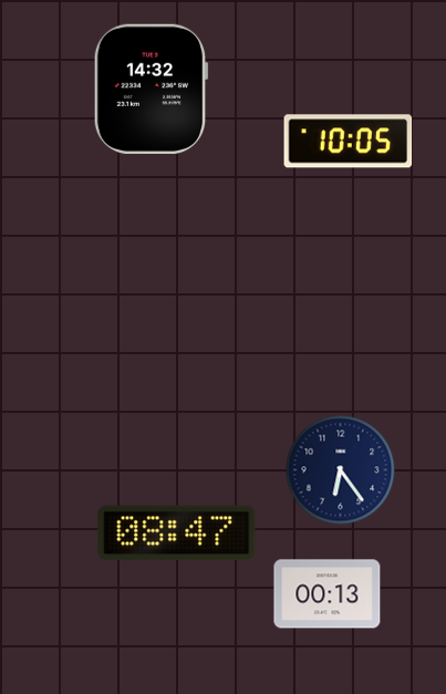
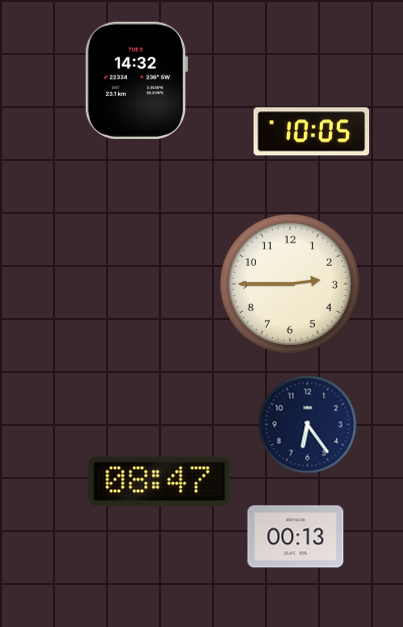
clock at (349, 142) position: (349, 142) -> (312, 132)
clock at (290, 284): none -> 2:45
